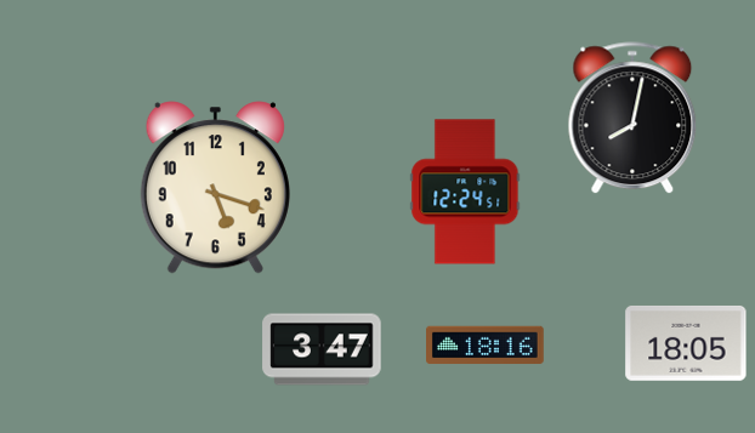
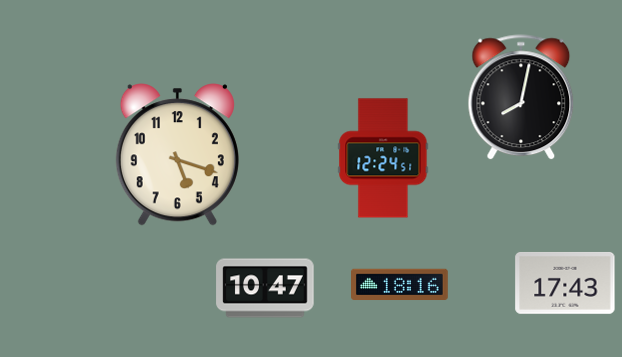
clock at (686, 343): 18:05 -> 17:43
clock at (322, 349): 3:47 -> 10:47
